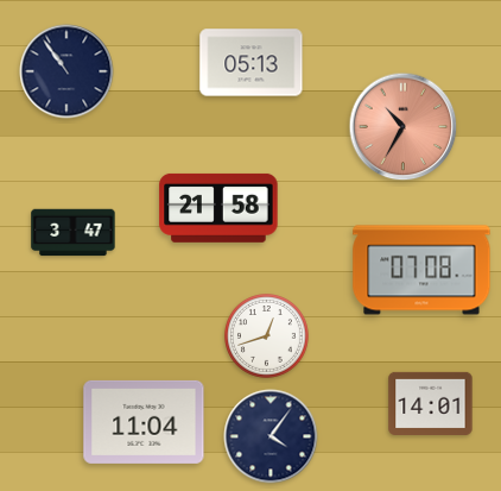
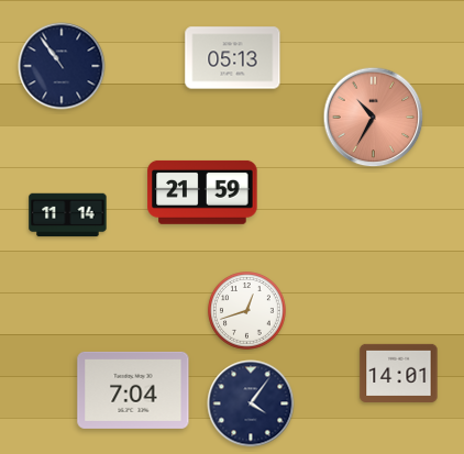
clock at (218, 208): 21:58 -> 21:59
clock at (74, 233): 3:47 -> 11:14
clock at (421, 270): 07:08 -> none
clock at (144, 422): 11:04 -> 7:04
